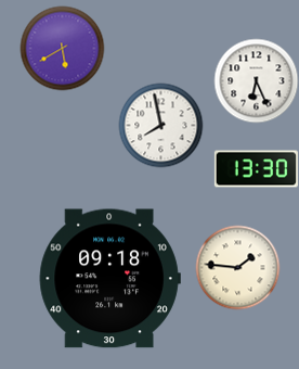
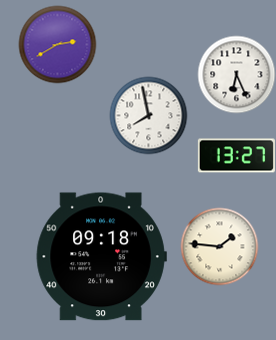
clock at (62, 48): 5:40 -> 2:40
clock at (256, 169): 13:30 -> 13:27
